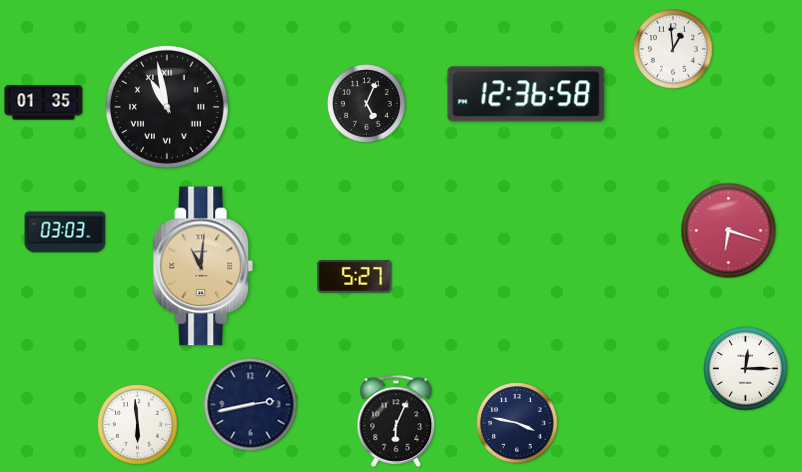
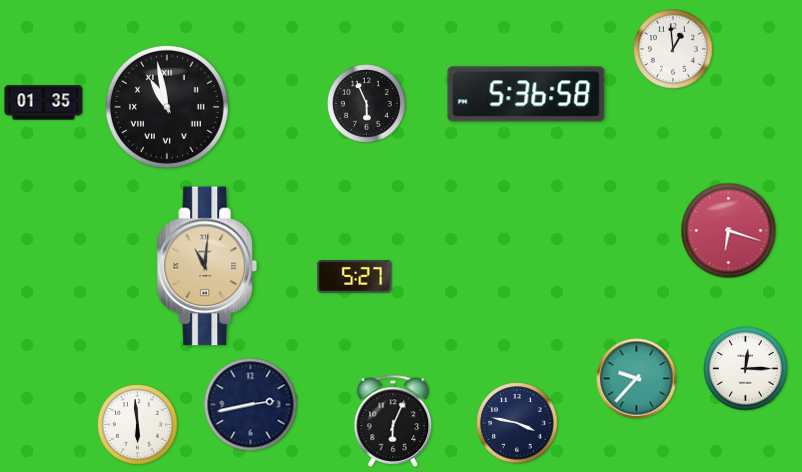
clock at (526, 94): 12:36 -> 5:36
clock at (367, 104): 5:04 -> 5:56
clock at (65, 232): 03:03 -> none
clock at (203, 266) position: (203, 266) -> (207, 266)
clock at (637, 379): none -> 9:37
clock at (396, 421) position: (396, 421) -> (393, 421)
